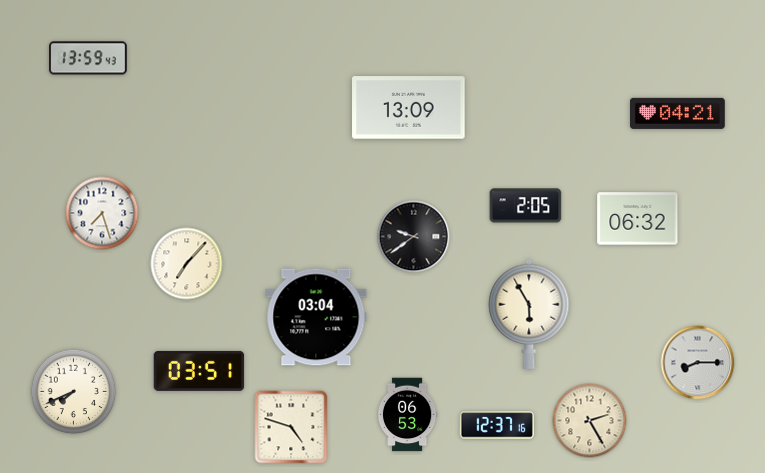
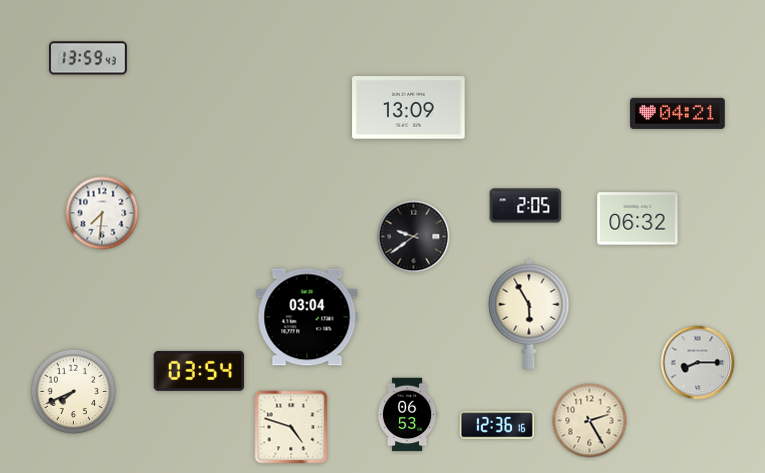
clock at (102, 213): 7:27 -> 7:31
clock at (187, 264): 7:07 -> none
clock at (316, 317) position: (316, 317) -> (307, 317)
clock at (199, 371): 03:51 -> 03:54
clock at (497, 425): 12:37 -> 12:36
